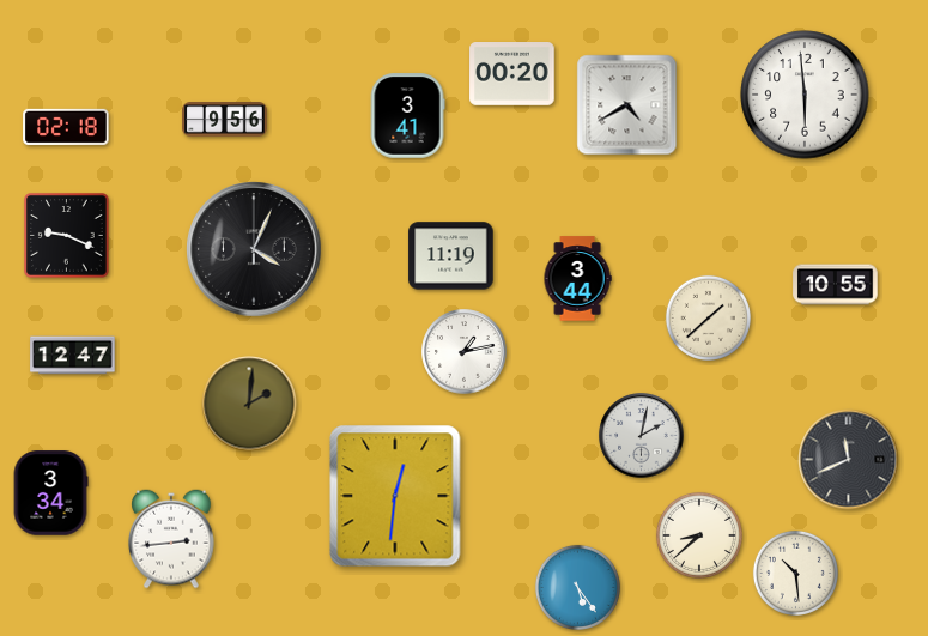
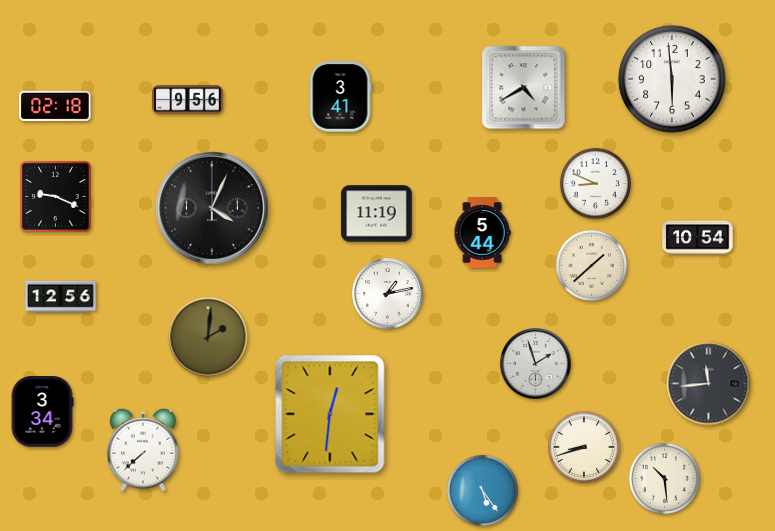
clock at (512, 74): 00:20 -> none
clock at (595, 183): none -> 8:49
clock at (577, 279): 3:44 -> 5:44
clock at (836, 285): 10:55 -> 10:54
clock at (73, 356): 12:47 -> 12:56
clock at (642, 436): 2:02 -> 1:57
clock at (849, 460): 11:41 -> 11:44
clock at (699, 535): 8:38 -> 8:42
clock at (171, 539): 2:44 -> 7:38
